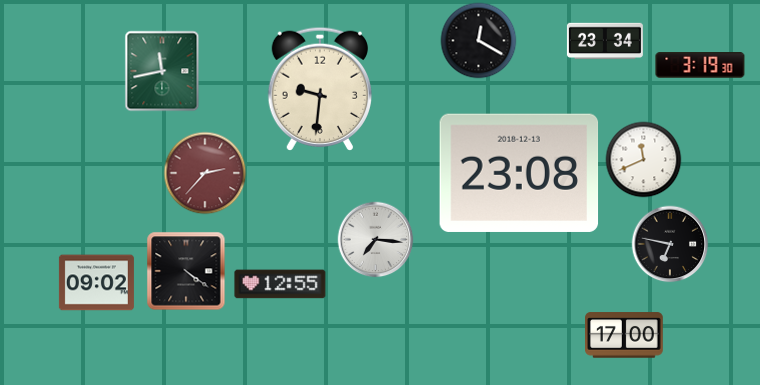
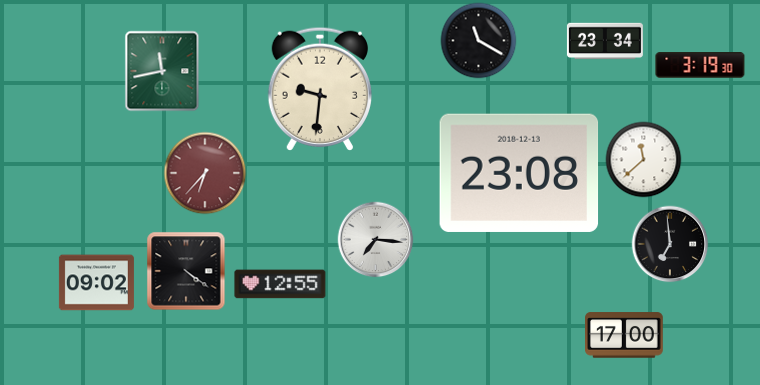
clock at (479, 41): 12:20 -> 11:20
clock at (644, 160): 11:41 -> 11:38
clock at (205, 173): 2:37 -> 6:37
clock at (670, 244): 6:47 -> 6:59
